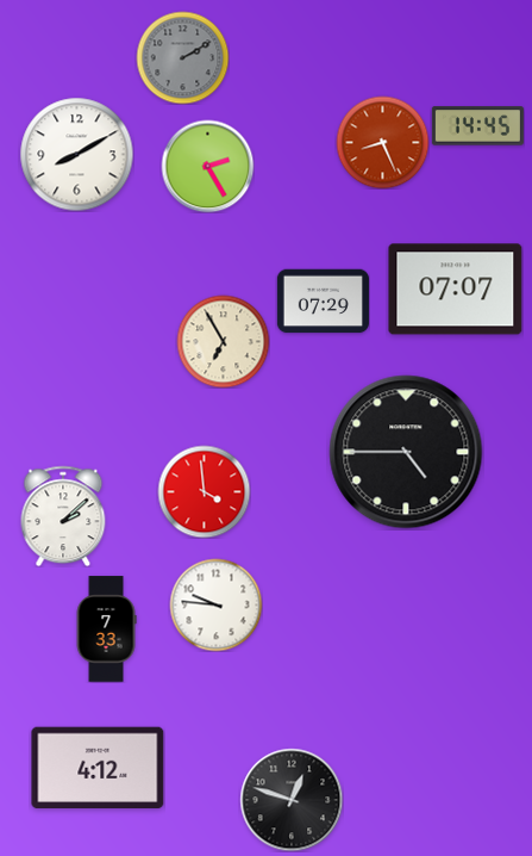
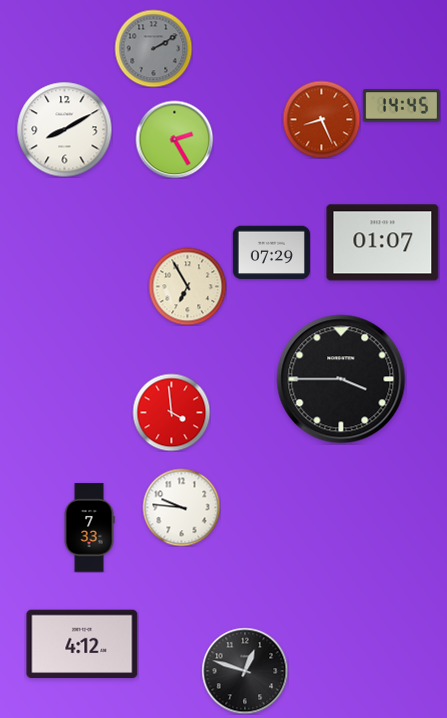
clock at (456, 290): 07:07 -> 01:07
clock at (406, 452): 4:45 -> 3:45
clock at (63, 516): 2:08 -> none
